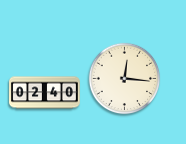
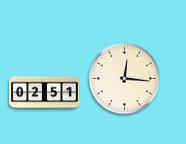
clock at (45, 93): 02:40 -> 02:51
